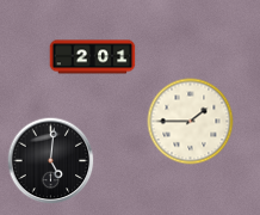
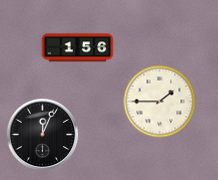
clock at (93, 57): 2:01 -> 1:56
clock at (51, 161): 5:01 -> 12:04
